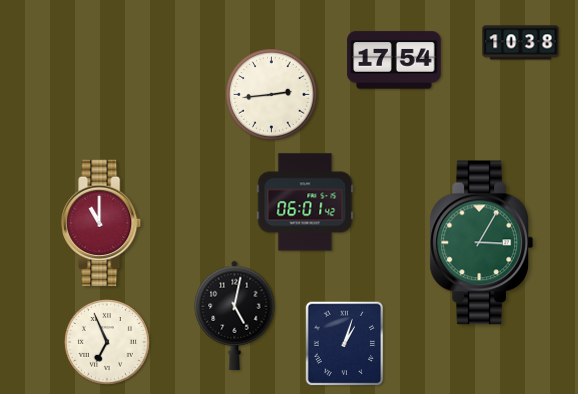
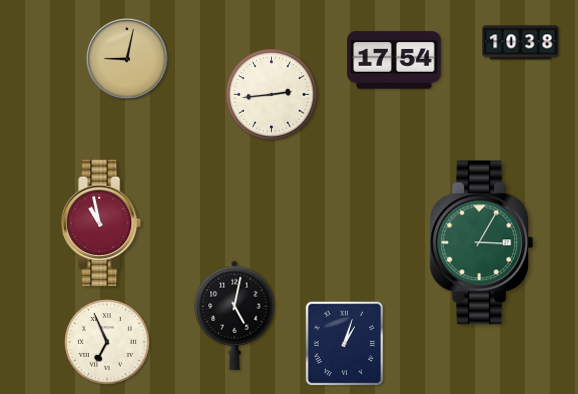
clock at (128, 60): none -> 9:02
clock at (305, 202): 06:01 -> none
clock at (102, 223): 11:00 -> 10:58
